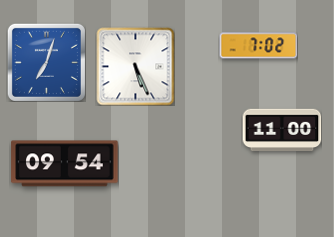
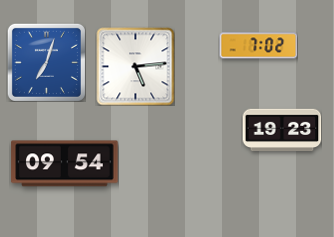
clock at (135, 66): 5:26 -> 5:14
clock at (282, 130): 11:00 -> 19:23
